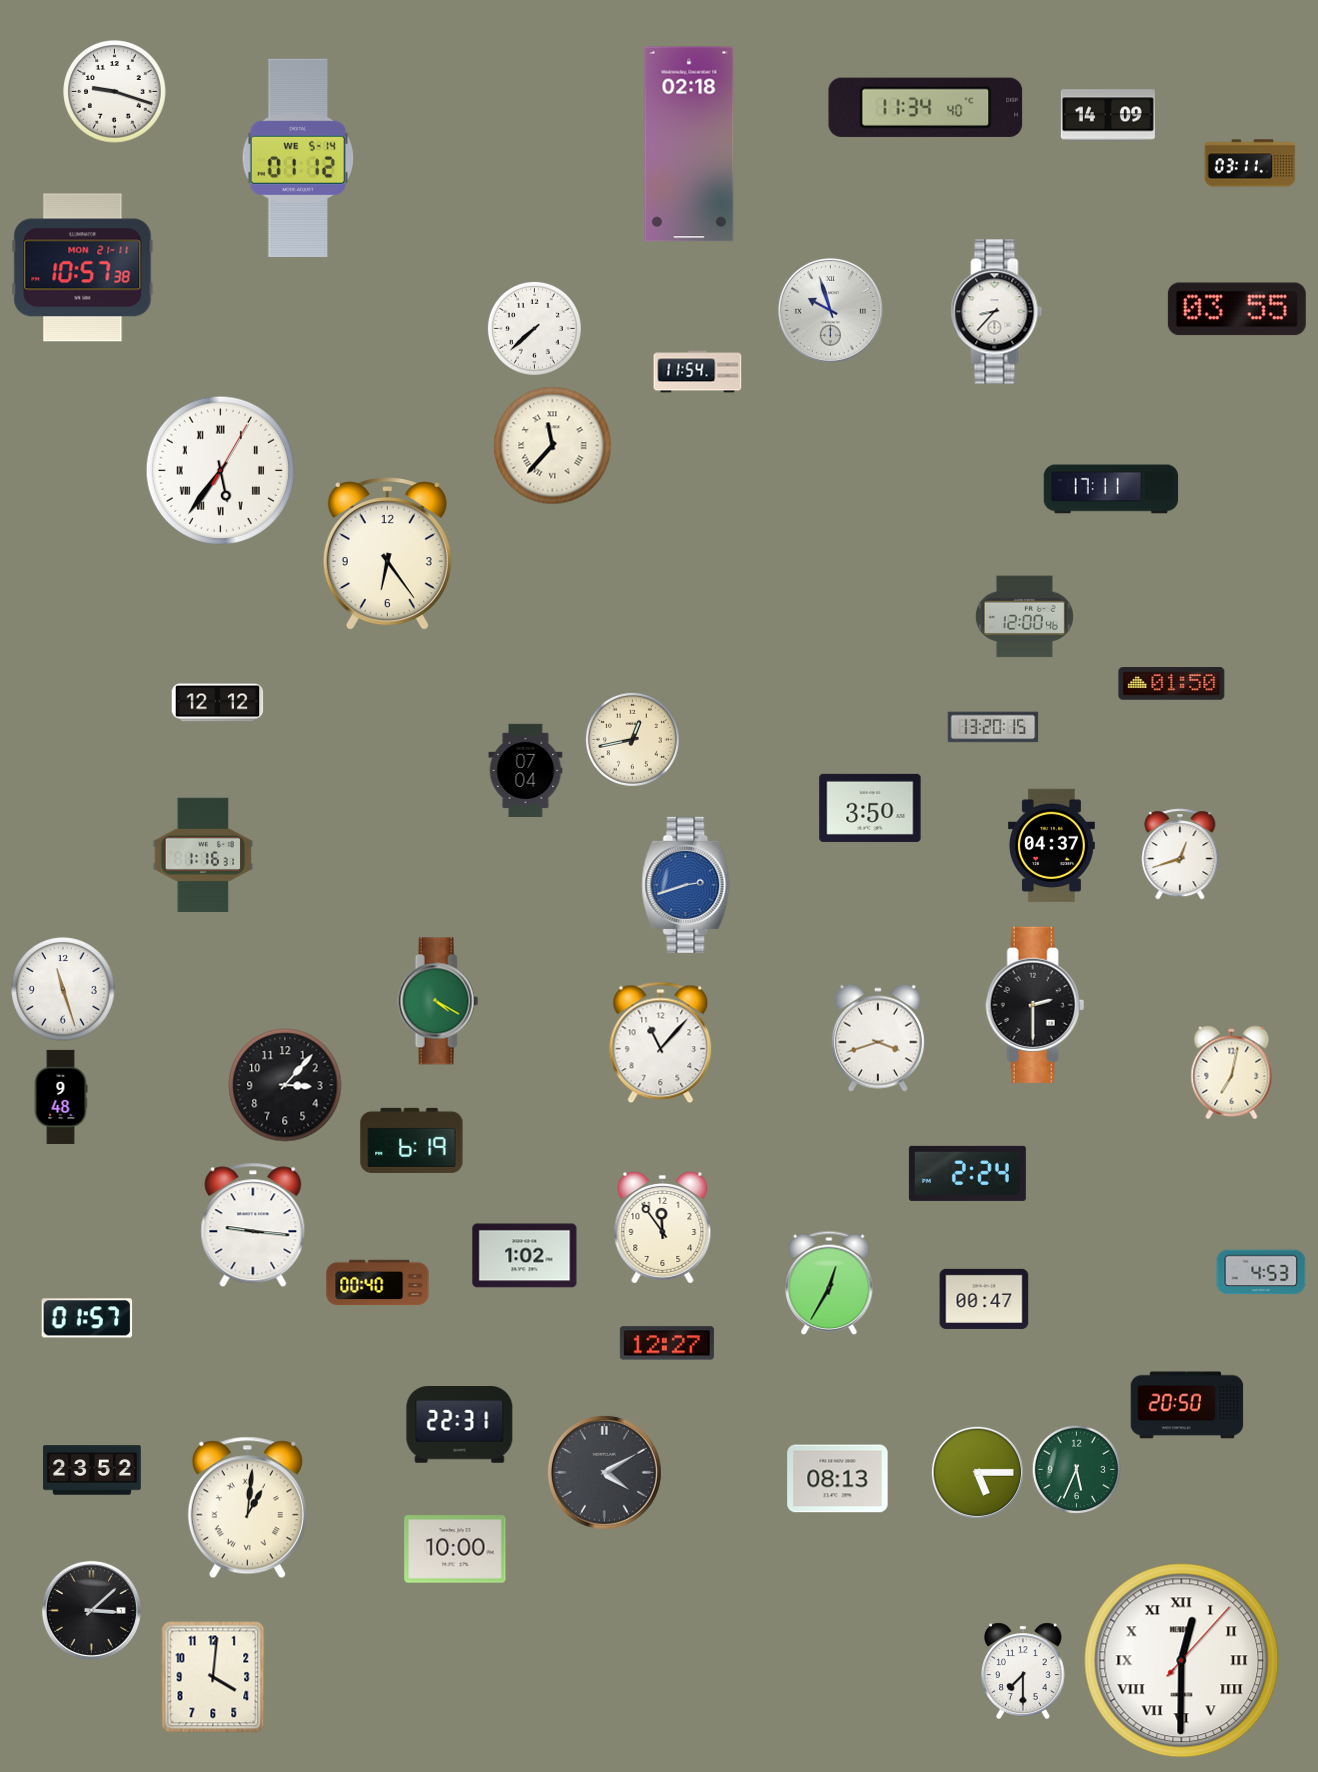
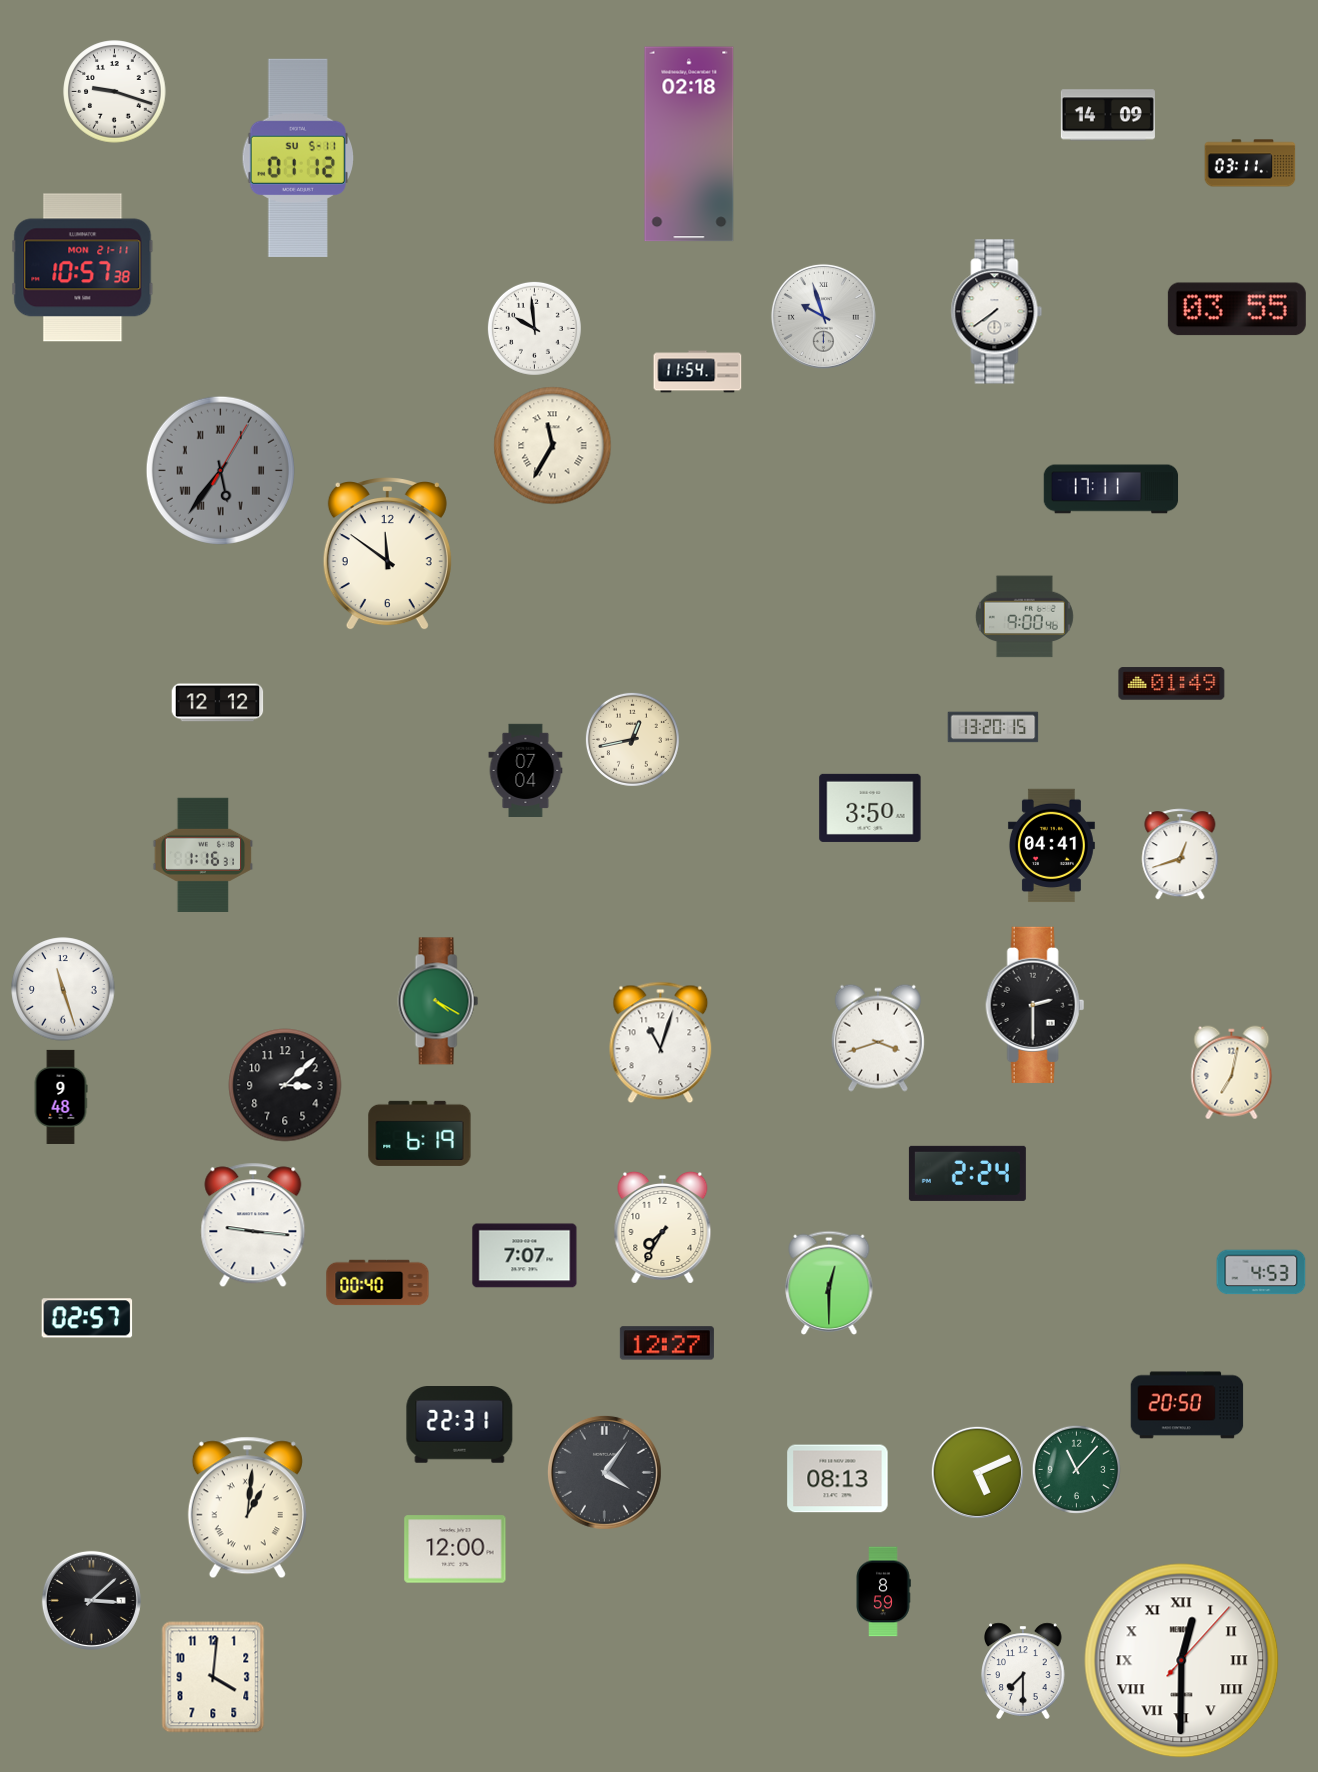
clock at (926, 107): 11:34 -> none
clock at (298, 158) date: WE 5-14 -> SU 5-11
clock at (830, 310) position: (830, 310) -> (823, 316)
clock at (997, 312): 8:37 -> 7:39
clock at (534, 328): 7:38 -> 9:59
clock at (553, 446): 11:37 -> 11:35
clock at (220, 470) dial: white -> grey
clock at (387, 555): 6:24 -> 11:51
clock at (1024, 617): 12:00 -> 9:00
clock at (1172, 684): 01:50 -> 01:49
clock at (1051, 846): 04:37 -> 04:41
clock at (686, 885): 2:42 -> none
clock at (661, 1043): 11:07 -> 11:03
clock at (285, 1085): 3:07 -> 3:08
clock at (412, 1140) position: (412, 1140) -> (420, 1133)
clock at (663, 1227): 11:54 -> 7:35
clock at (525, 1256): 1:02 -> 7:07
clock at (829, 1282): 12:35 -> 12:30
clock at (984, 1299): 00:47 -> none
clock at (87, 1318): 01:57 -> 02:57
clock at (1076, 1469): 5:34 -> 11:07
clock at (92, 1470): 23:52 -> none
clock at (604, 1472): 4:10 -> 4:06
clock at (977, 1472): 5:15 -> 5:11
clock at (455, 1549): 10:00 -> 12:00
clock at (883, 1592): none -> 8:59
clock at (91, 1610) position: (91, 1610) -> (91, 1600)
